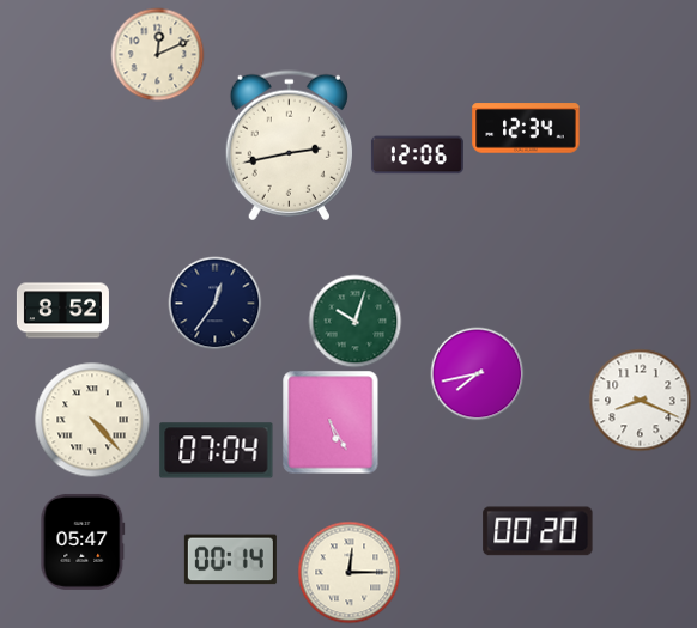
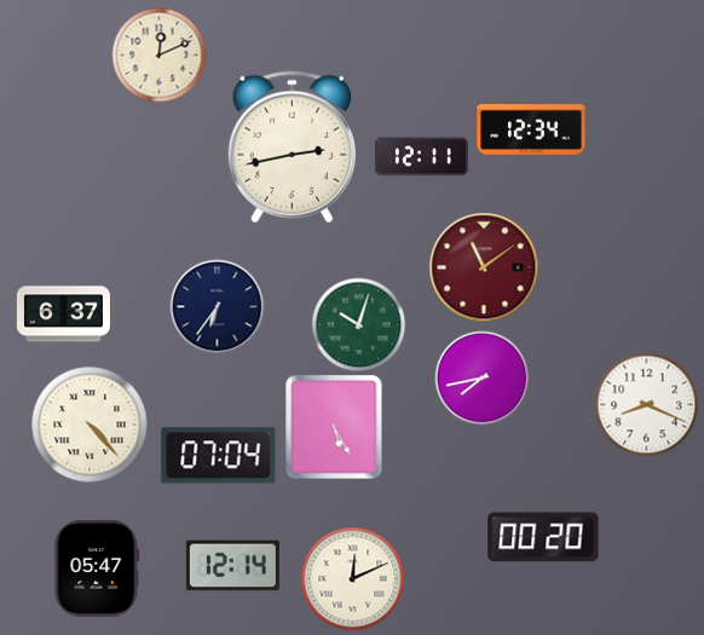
clock at (417, 156): 12:06 -> 12:11
clock at (484, 267): none -> 11:09
clock at (214, 303): 12:36 -> 6:36
clock at (62, 311): 8:52 -> 6:37
clock at (92, 420) position: (92, 420) -> (90, 425)
clock at (83, 542) position: (83, 542) -> (97, 568)
clock at (230, 560): 00:14 -> 12:14
clock at (348, 572): 12:15 -> 12:11
